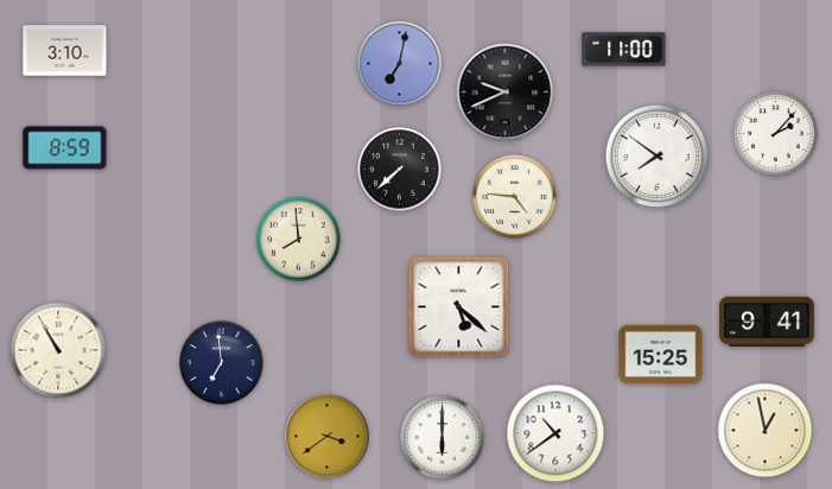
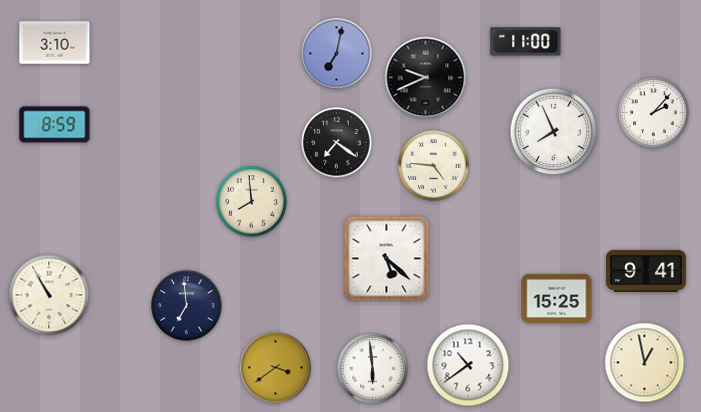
clock at (658, 157): 7:51 -> 7:56
clock at (400, 170): 7:38 -> 7:21
clock at (443, 438): 6:00 -> 5:59
